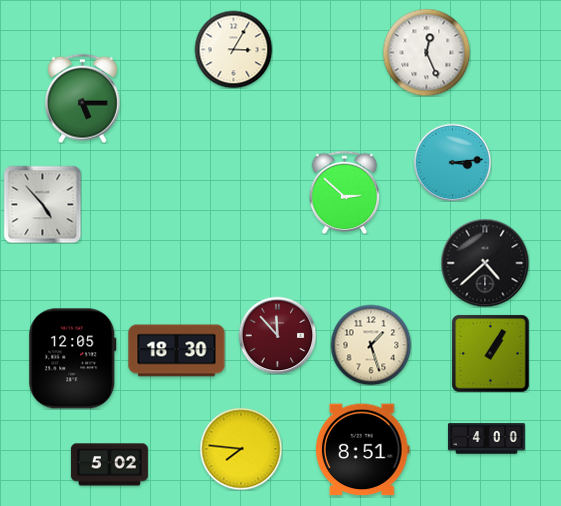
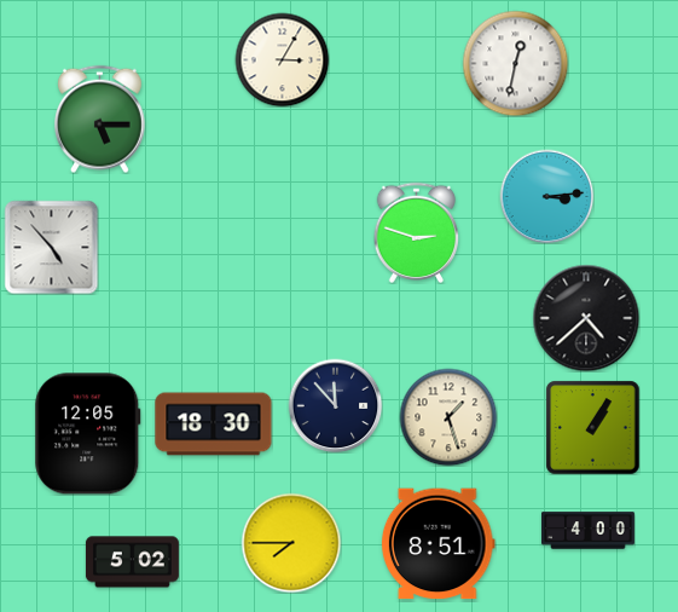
clock at (426, 52): 12:26 -> 12:32
clock at (345, 192): 2:52 -> 2:48
clock at (277, 335) dial: burgundy -> navy
clock at (241, 449): 7:46 -> 7:45
